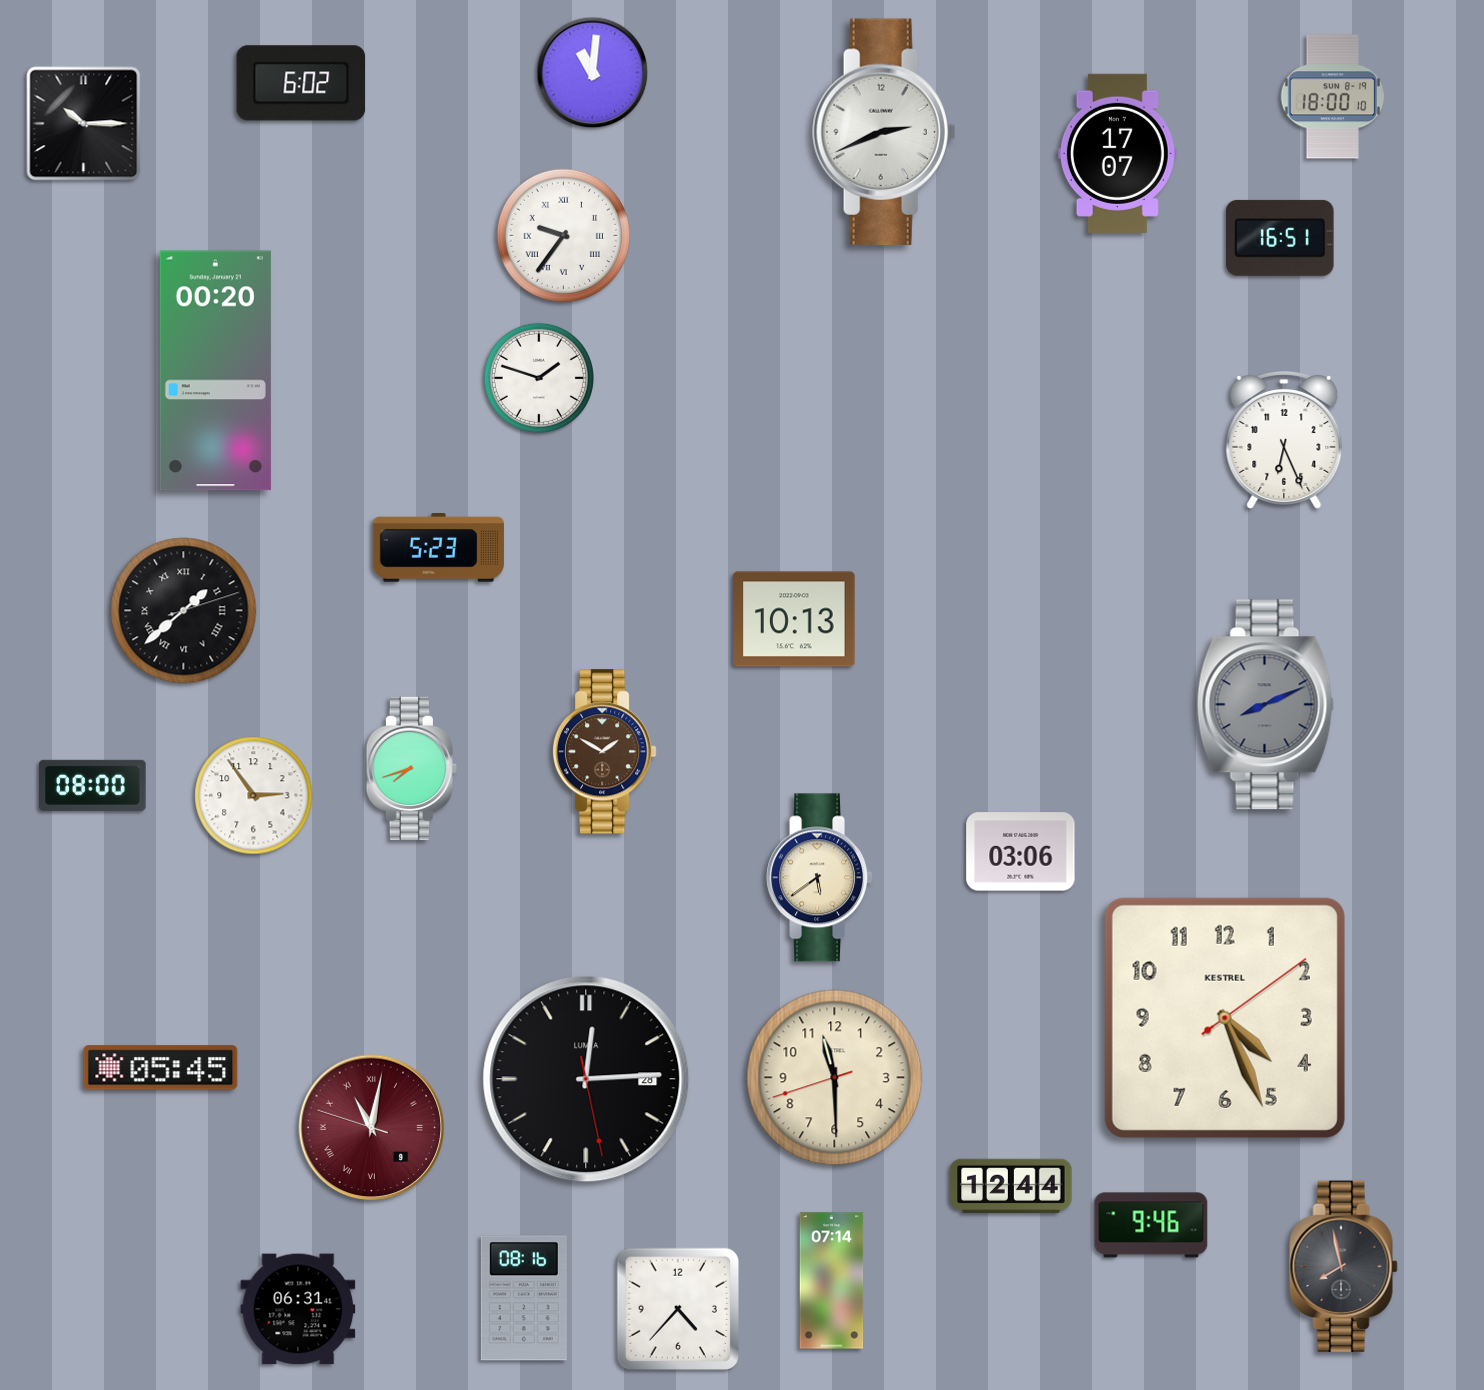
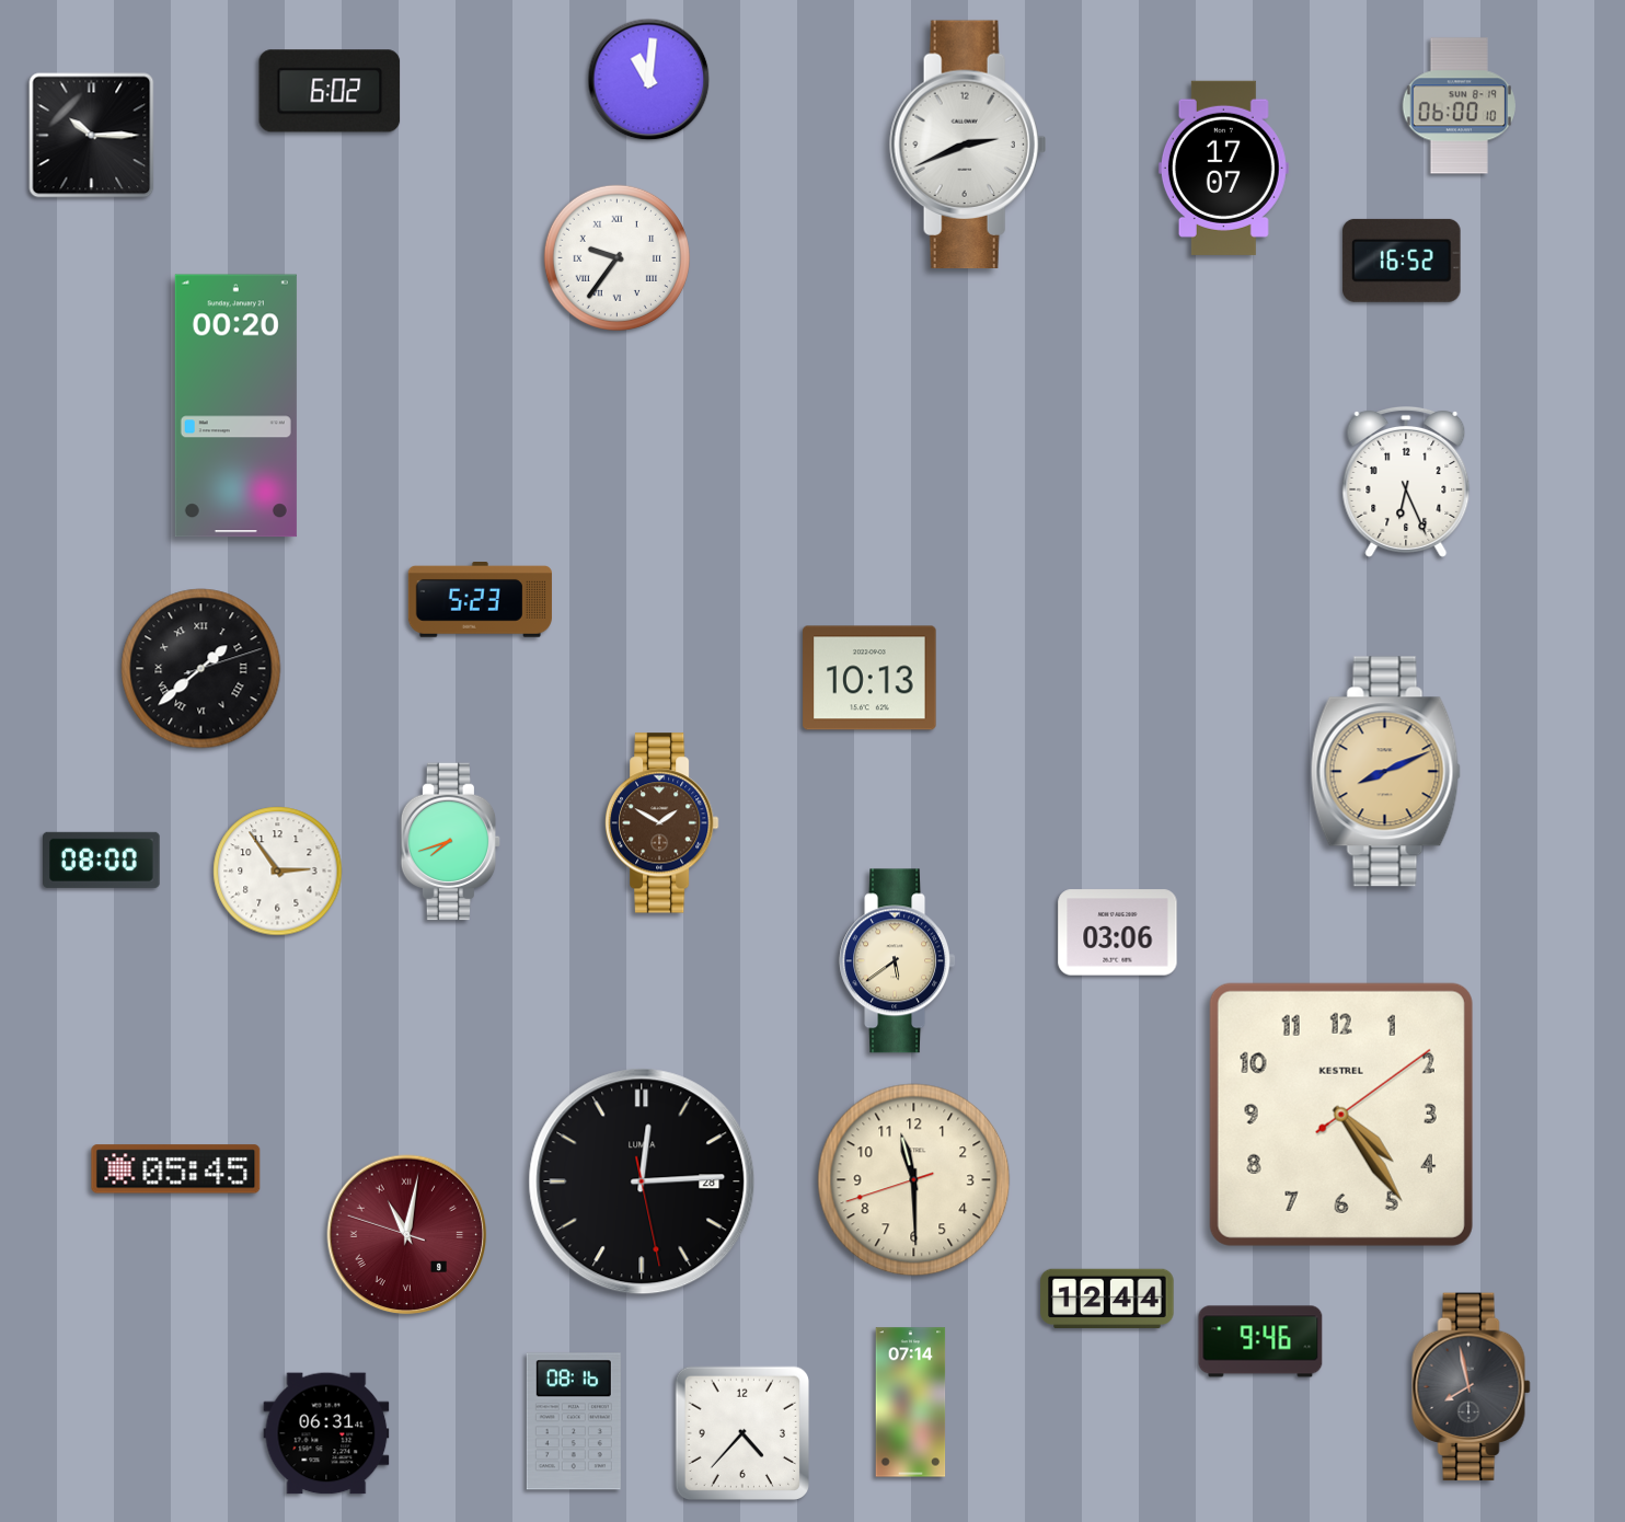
clock at (1332, 97): 18:00 -> 06:00
clock at (1280, 238): 16:51 -> 16:52
clock at (539, 378): 1:48 -> none
clock at (1265, 705) dial: grey -> champagne
clock at (1225, 1018): 4:26 -> 4:24
